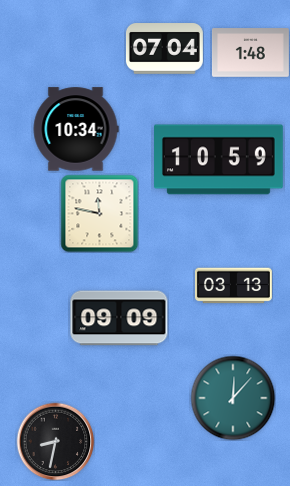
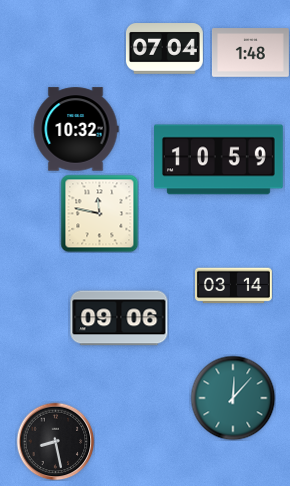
clock at (76, 129): 10:34 -> 10:32
clock at (233, 286): 03:13 -> 03:14
clock at (119, 318): 09:09 -> 09:06
clock at (55, 441): 8:32 -> 8:28
